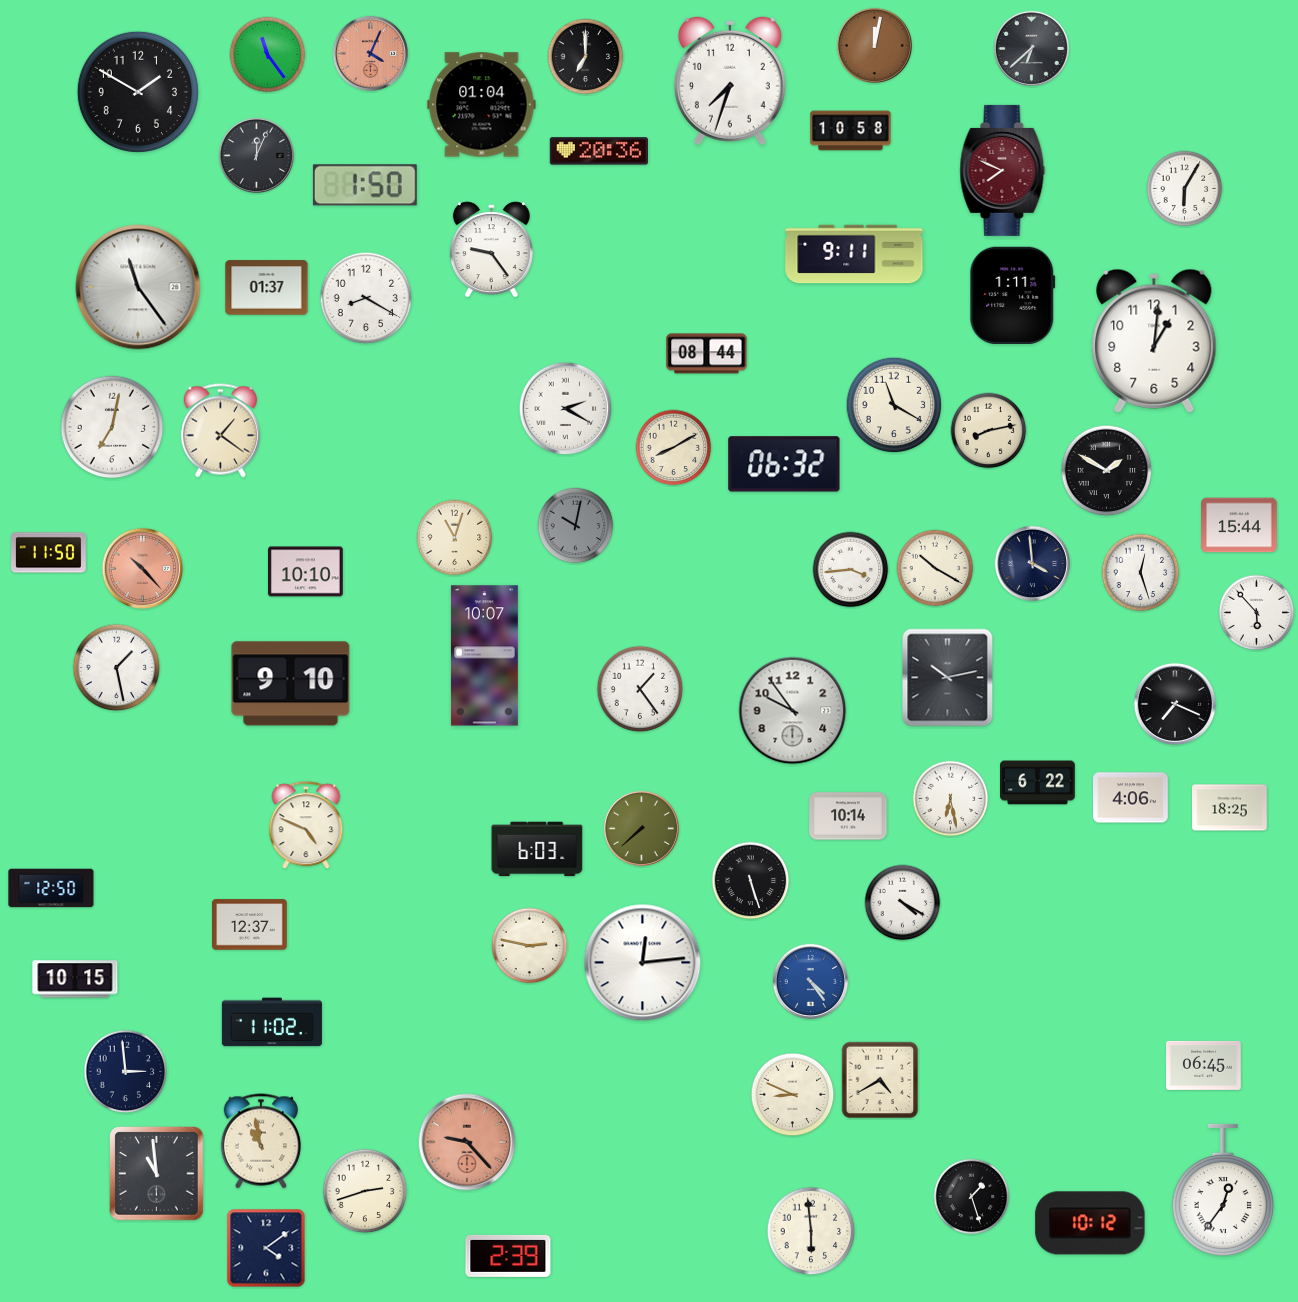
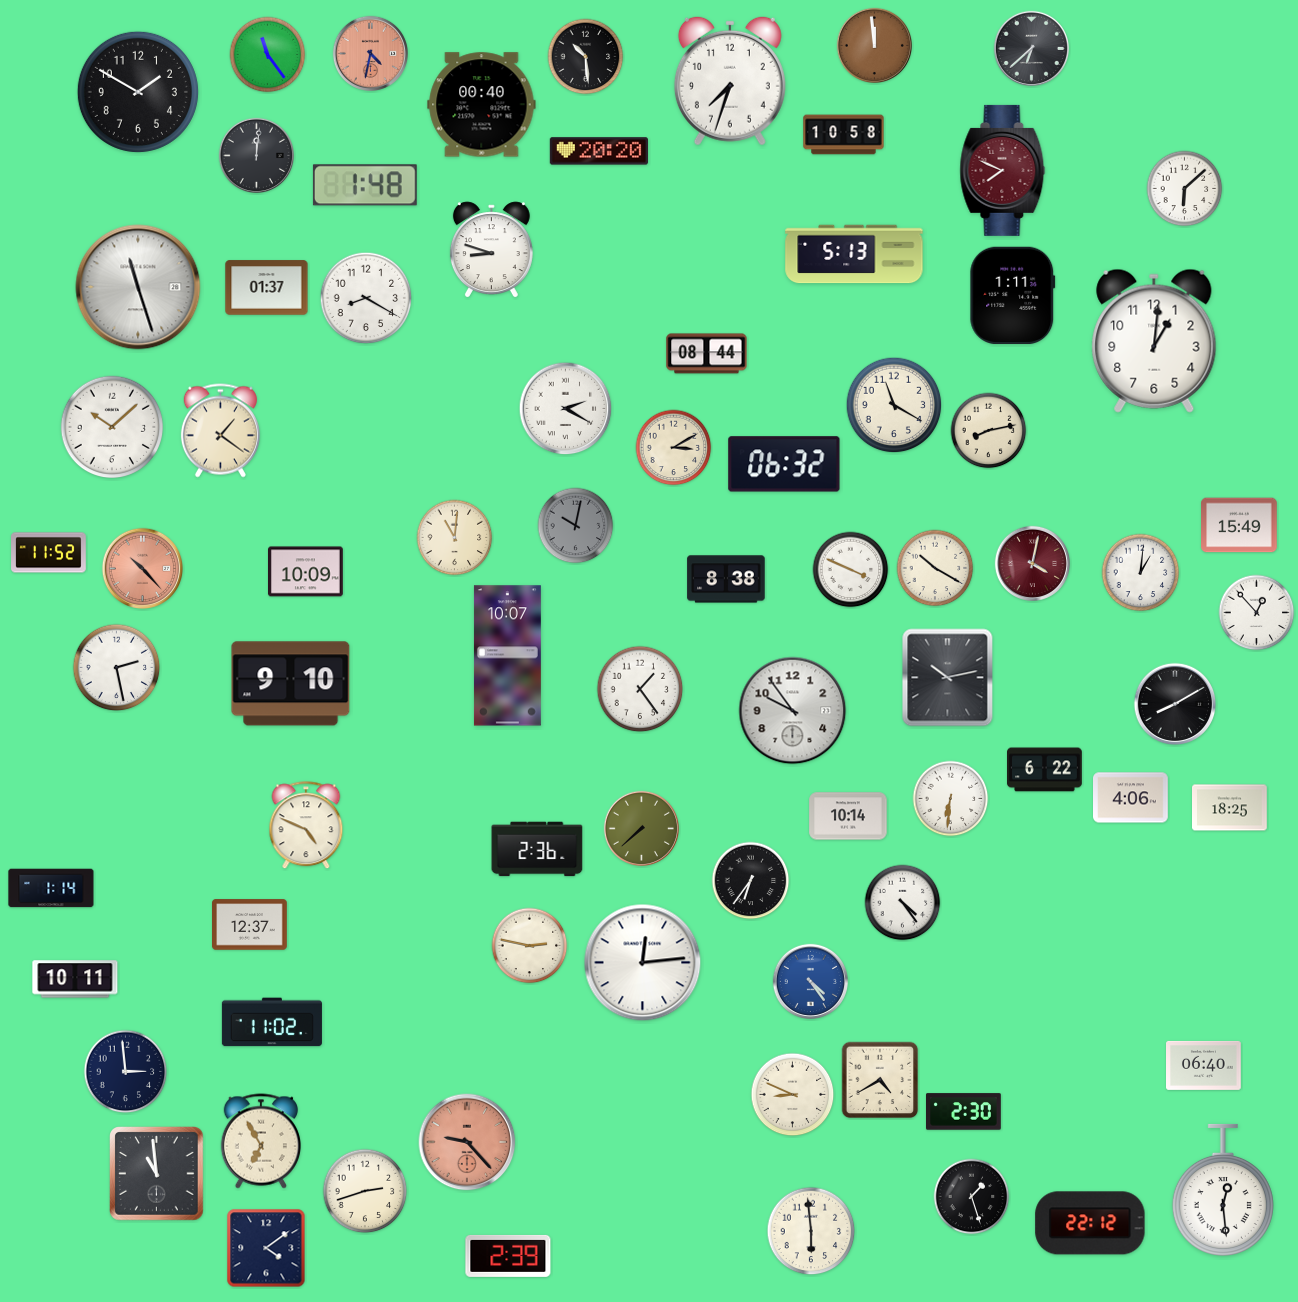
clock at (874, 45): 12:02 -> 11:59
clock at (370, 53): 4:04 -> 4:32
clock at (586, 57): 7:00 -> 10:29
clock at (482, 105): 01:04 -> 00:40
clock at (851, 131) position: (851, 131) -> (844, 135)
clock at (599, 151): 20:36 -> 20:20
clock at (256, 155): 12:04 -> 12:01
clock at (365, 185): 1:50 -> 1:48
clock at (1185, 189): 6:05 -> 6:08
clock at (491, 250): 9:24 -> 8:48
clock at (854, 254): 9:11 -> 5:13
clock at (138, 287): 11:24 -> 11:27
clock at (112, 427): 7:02 -> 10:08
clock at (674, 448): 8:10 -> 3:10
clock at (1107, 471): 1:50 -> none
clock at (1239, 525): 15:44 -> 15:49
clock at (455, 538): 11:03 -> 11:01
clock at (49, 553): 11:50 -> 11:52
clock at (1032, 563): 3:59 -> 4:02
clock at (1032, 563) dial: navy -> burgundy
clock at (851, 570): 3:44 -> 3:49
clock at (306, 572): 10:10 -> 10:09
clock at (1141, 573): 12:27 -> 1:01
clock at (726, 579): none -> 8:38
clock at (1257, 613): 5:53 -> 12:53
clock at (484, 656) position: (484, 656) -> (507, 656)
clock at (117, 668): 1:28 -> 2:28
clock at (1175, 704): 7:19 -> 8:10
clock at (1038, 783) position: (1038, 783) -> (1045, 770)
clock at (951, 799): 6:28 -> 6:31
clock at (537, 849): 6:03 -> 2:36
clock at (751, 881): 5:27 -> 6:36
clock at (51, 888): 12:50 -> 1:14
clock at (903, 903): 4:20 -> 4:24
clock at (75, 979): 10:15 -> 10:11
clock at (1204, 1065): 06:45 -> 06:40
clock at (964, 1112): none -> 2:30
clock at (261, 1141): 10:58 -> 6:55
clock at (1223, 1189): 12:36 -> 12:29
clock at (1090, 1223): 10:12 -> 22:12
